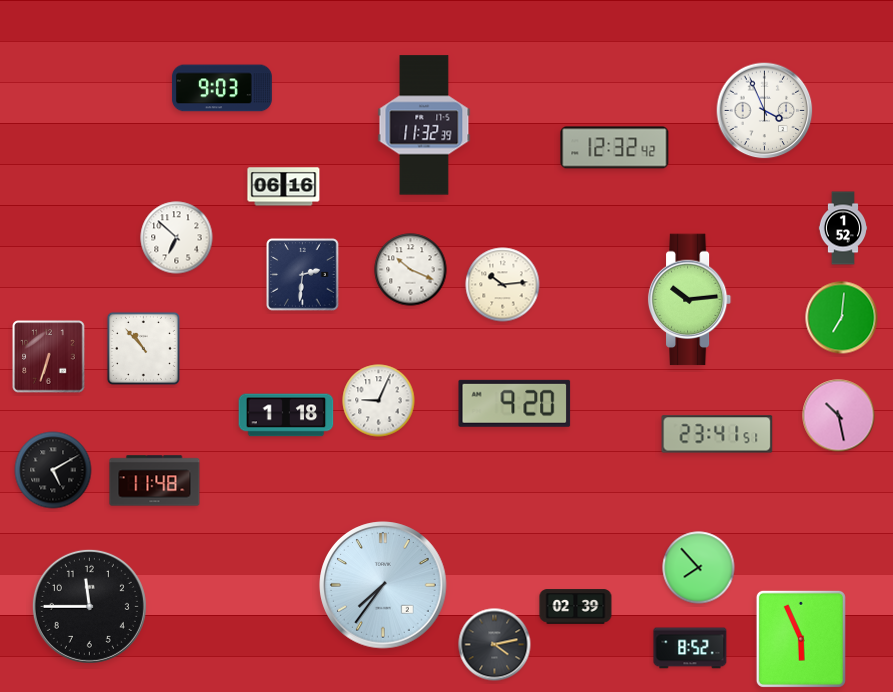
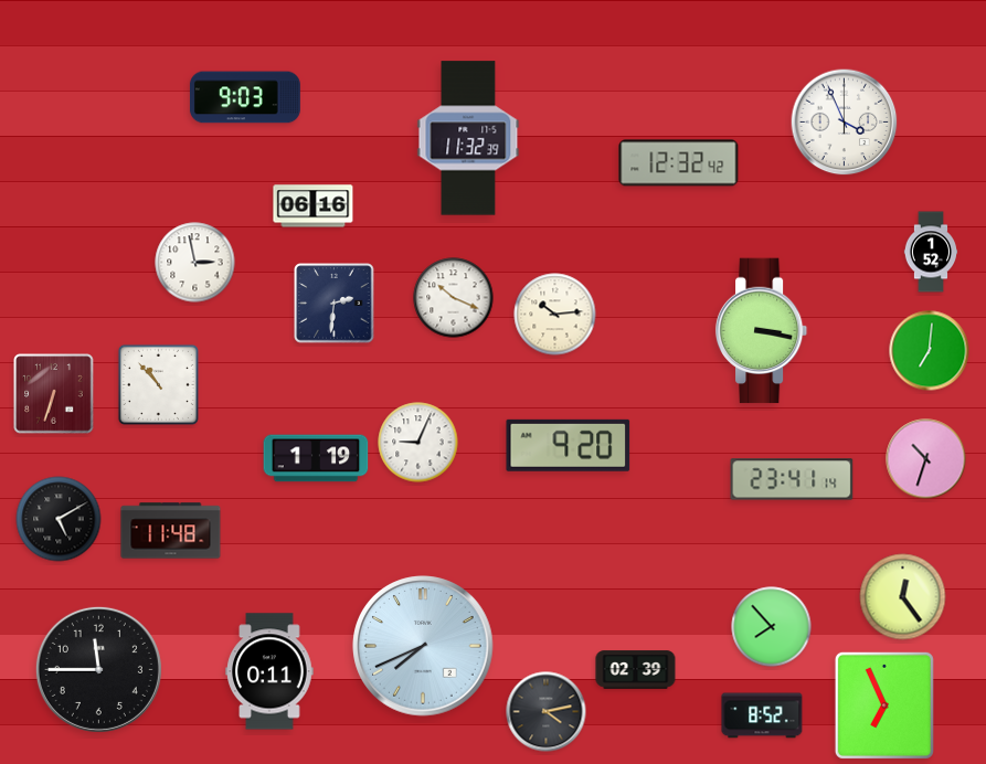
clock at (177, 238): 6:52 -> 2:58
clock at (690, 300): 10:14 -> 3:17
clock at (286, 415): 1:18 -> 1:19
clock at (839, 416): 10:28 -> 10:33
clock at (717, 434): 23:41:51 -> 23:41:14
clock at (903, 597): none -> 12:24
clock at (383, 585): 7:36 -> 7:41
clock at (269, 671): none -> 0:11
clock at (801, 639): 5:56 -> 6:56
